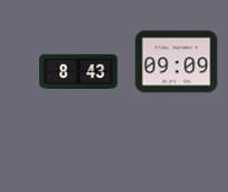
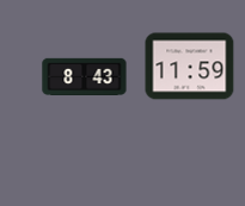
clock at (177, 62): 09:09 -> 11:59
